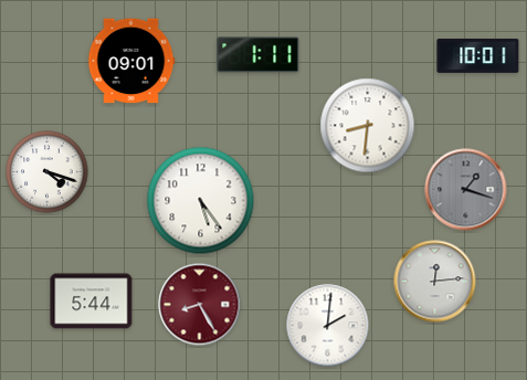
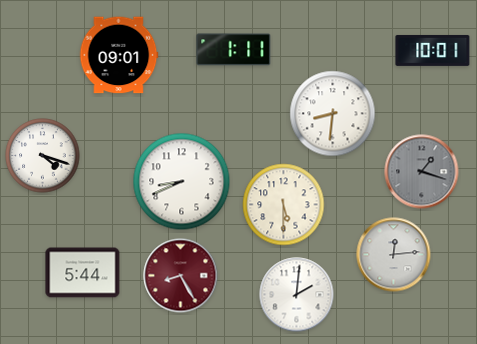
clock at (201, 201): 5:24 -> 8:41
clock at (284, 205): none -> 5:30
